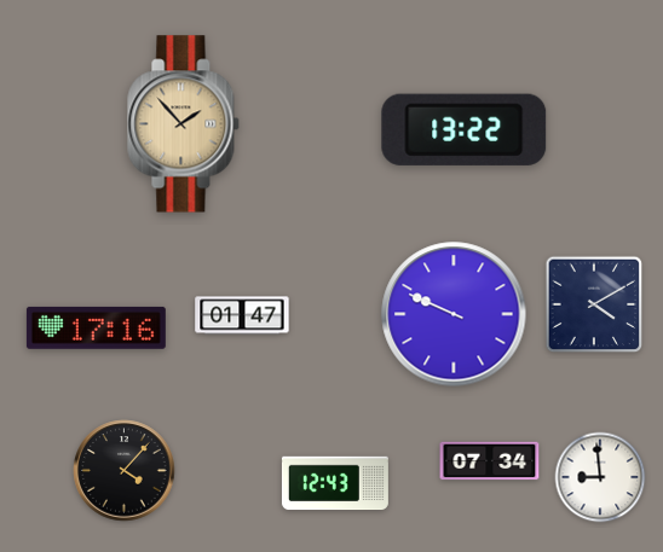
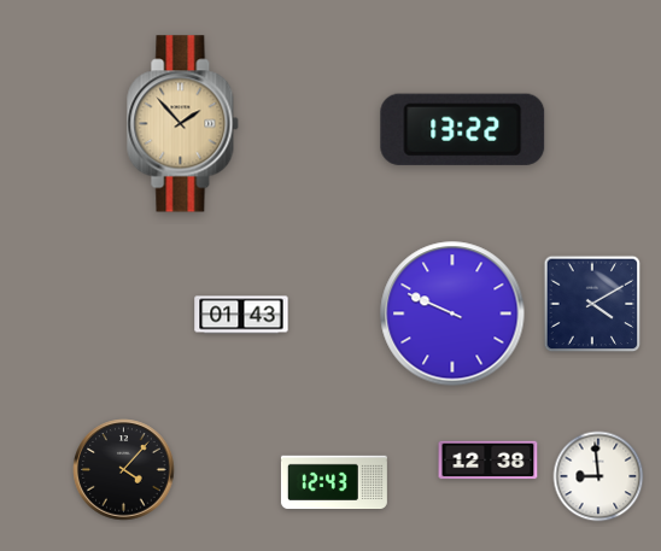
clock at (242, 315): 01:47 -> 01:43
clock at (96, 327): 17:16 -> none
clock at (490, 461): 07:34 -> 12:38
